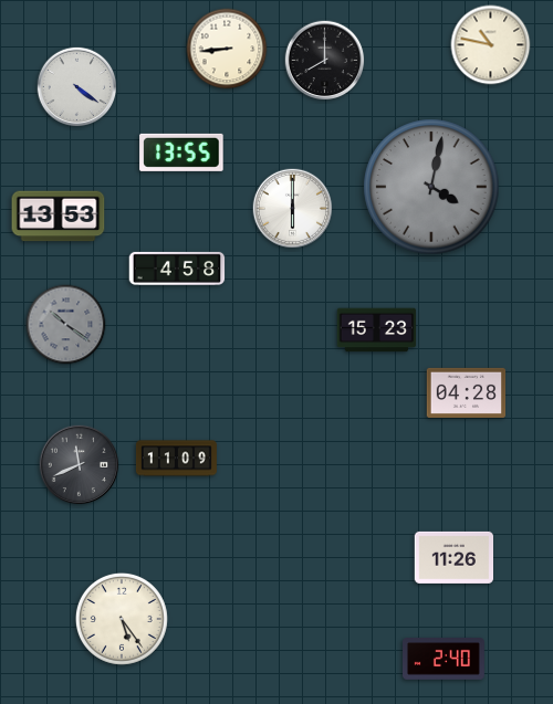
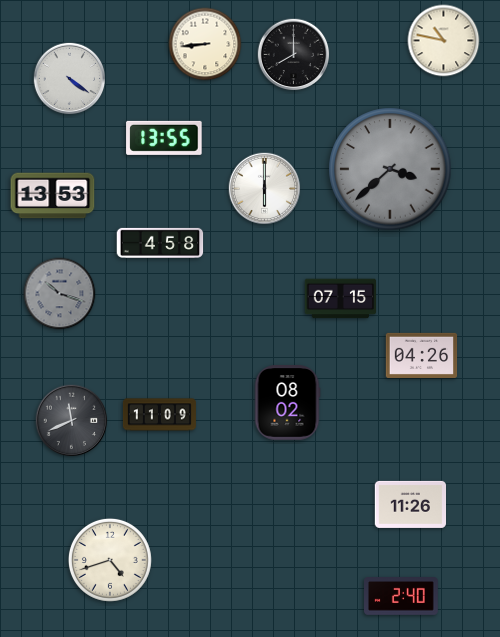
clock at (431, 187): 4:02 -> 3:38
clock at (66, 325): 10:21 -> 10:18
clock at (377, 330): 15:23 -> 07:15
clock at (467, 392): 04:28 -> 04:26
clock at (287, 403): none -> 08:02
clock at (122, 619): 5:24 -> 4:42
